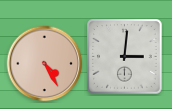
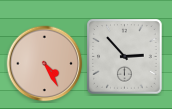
clock at (125, 57): 3:01 -> 2:53
